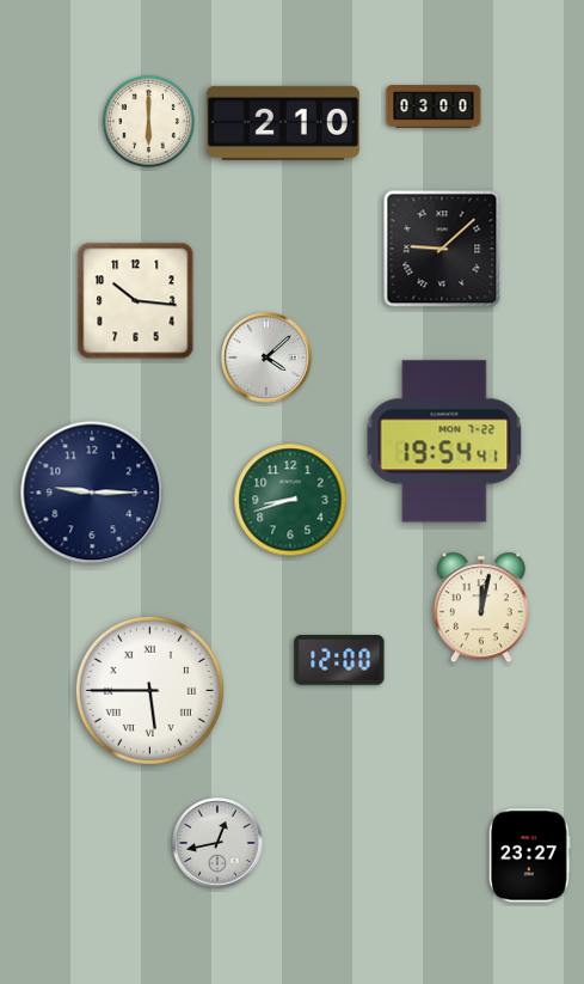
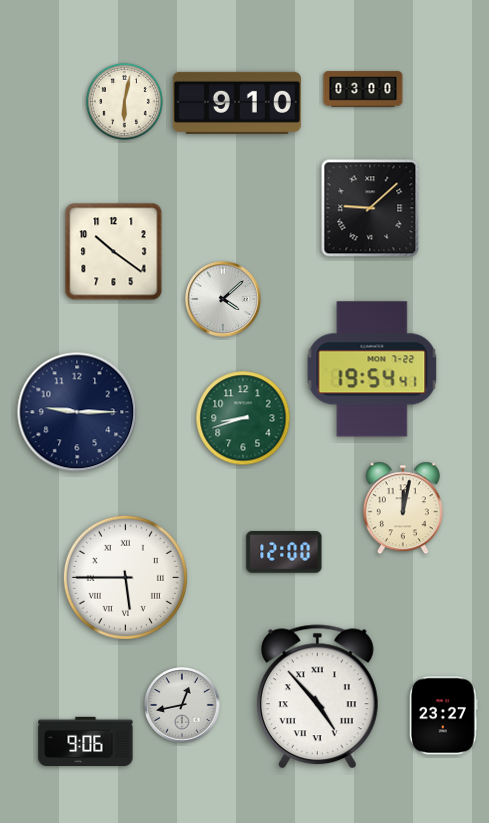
clock at (148, 121): 6:00 -> 6:02
clock at (283, 123): 2:10 -> 9:10
clock at (136, 301): 10:16 -> 10:21
clock at (317, 697): none -> 4:53
clock at (86, 741): none -> 9:06
